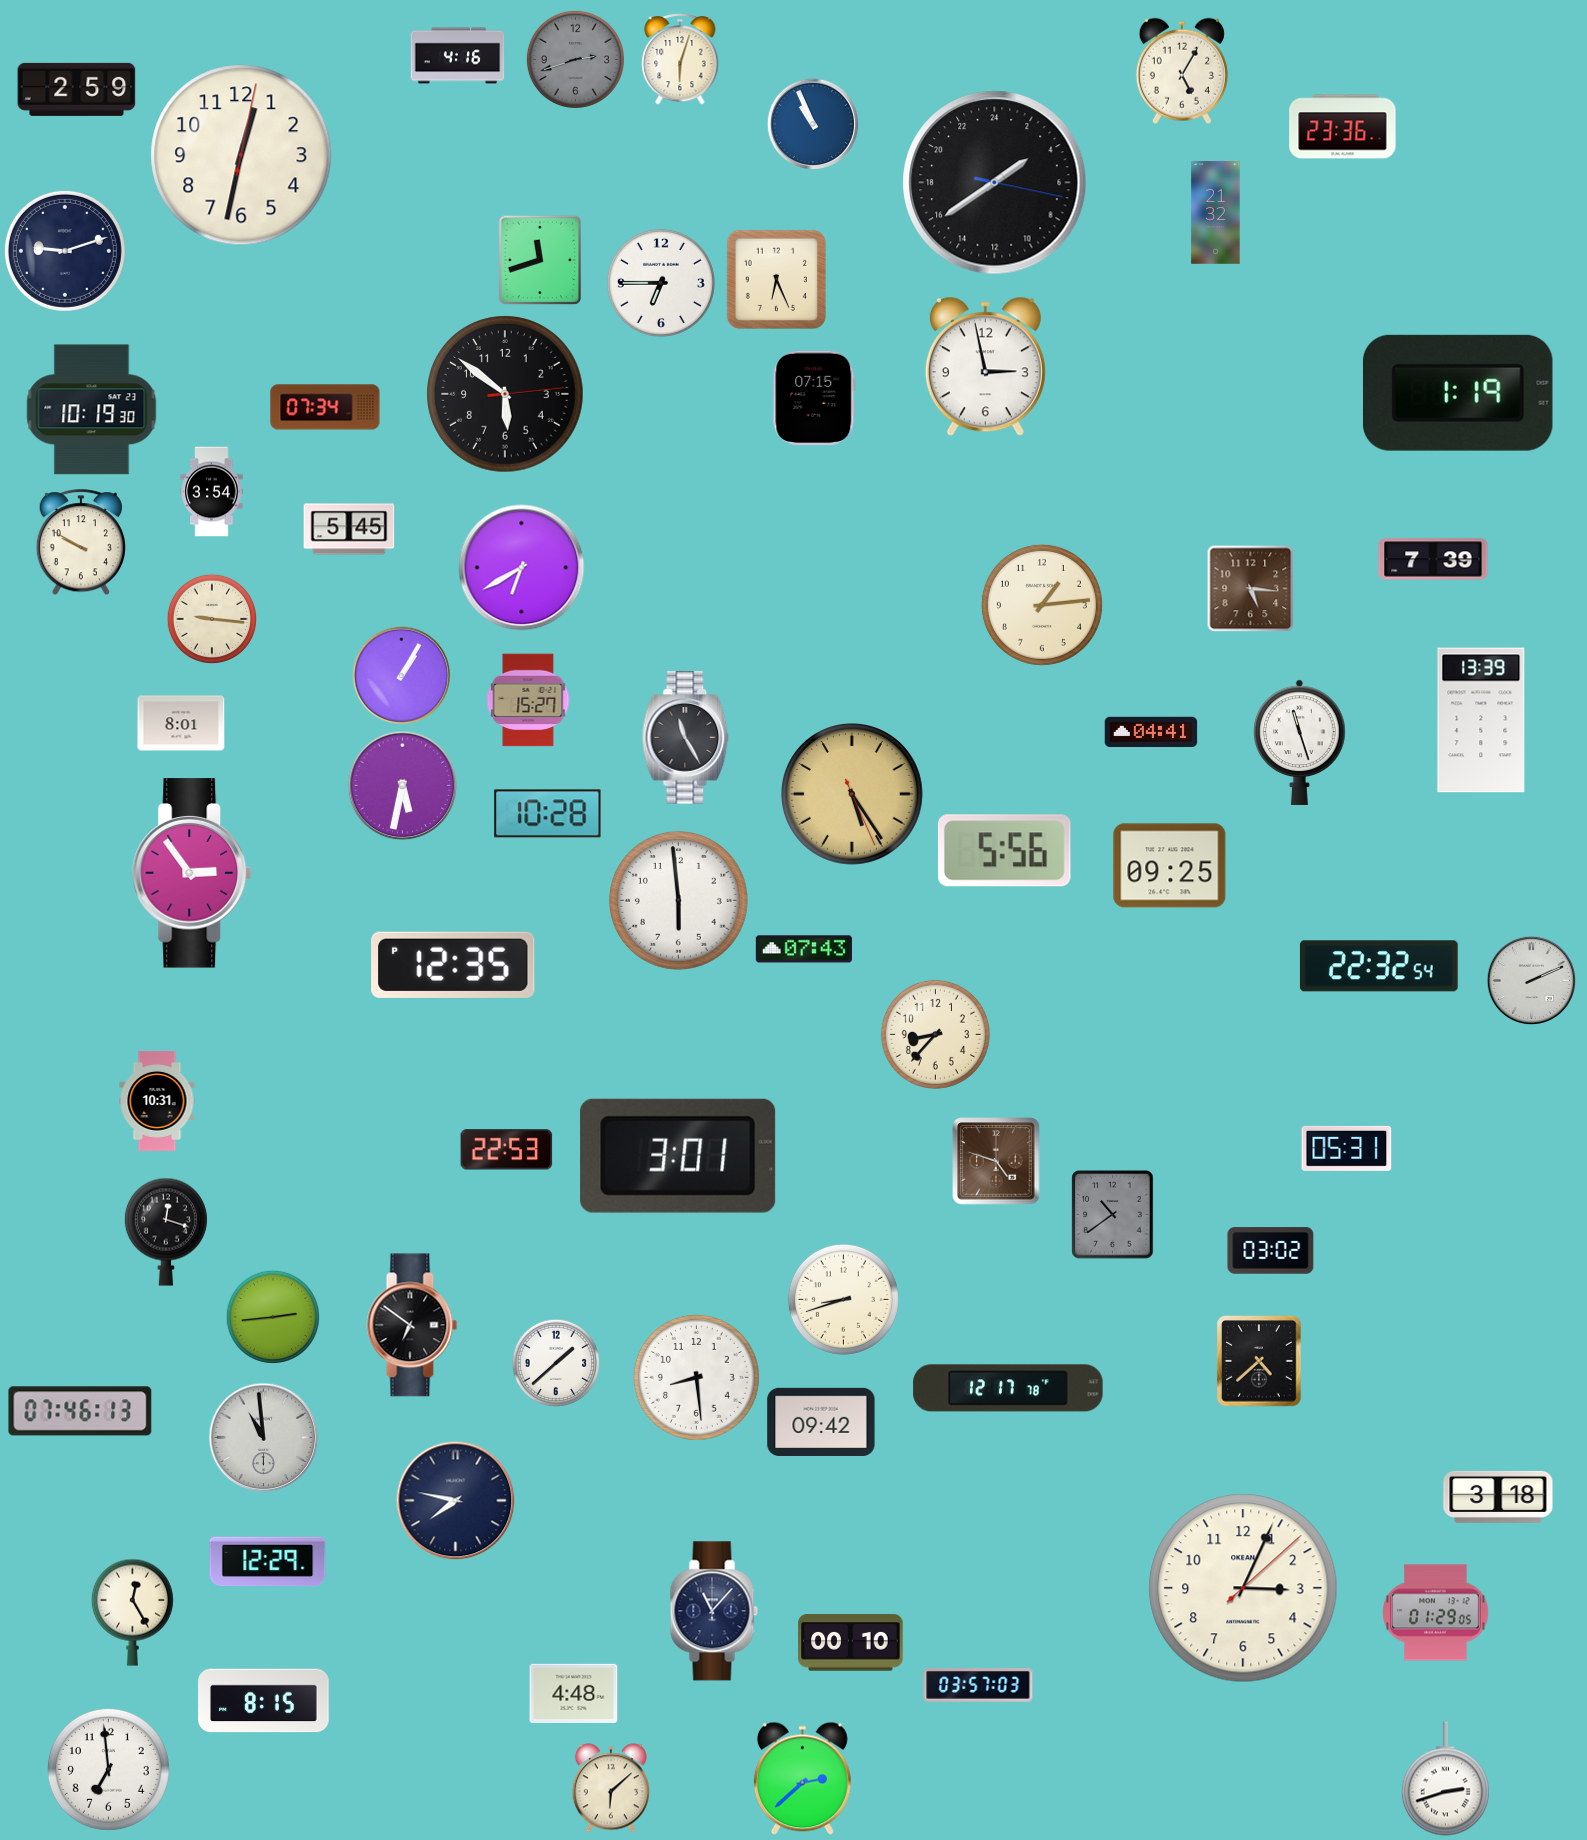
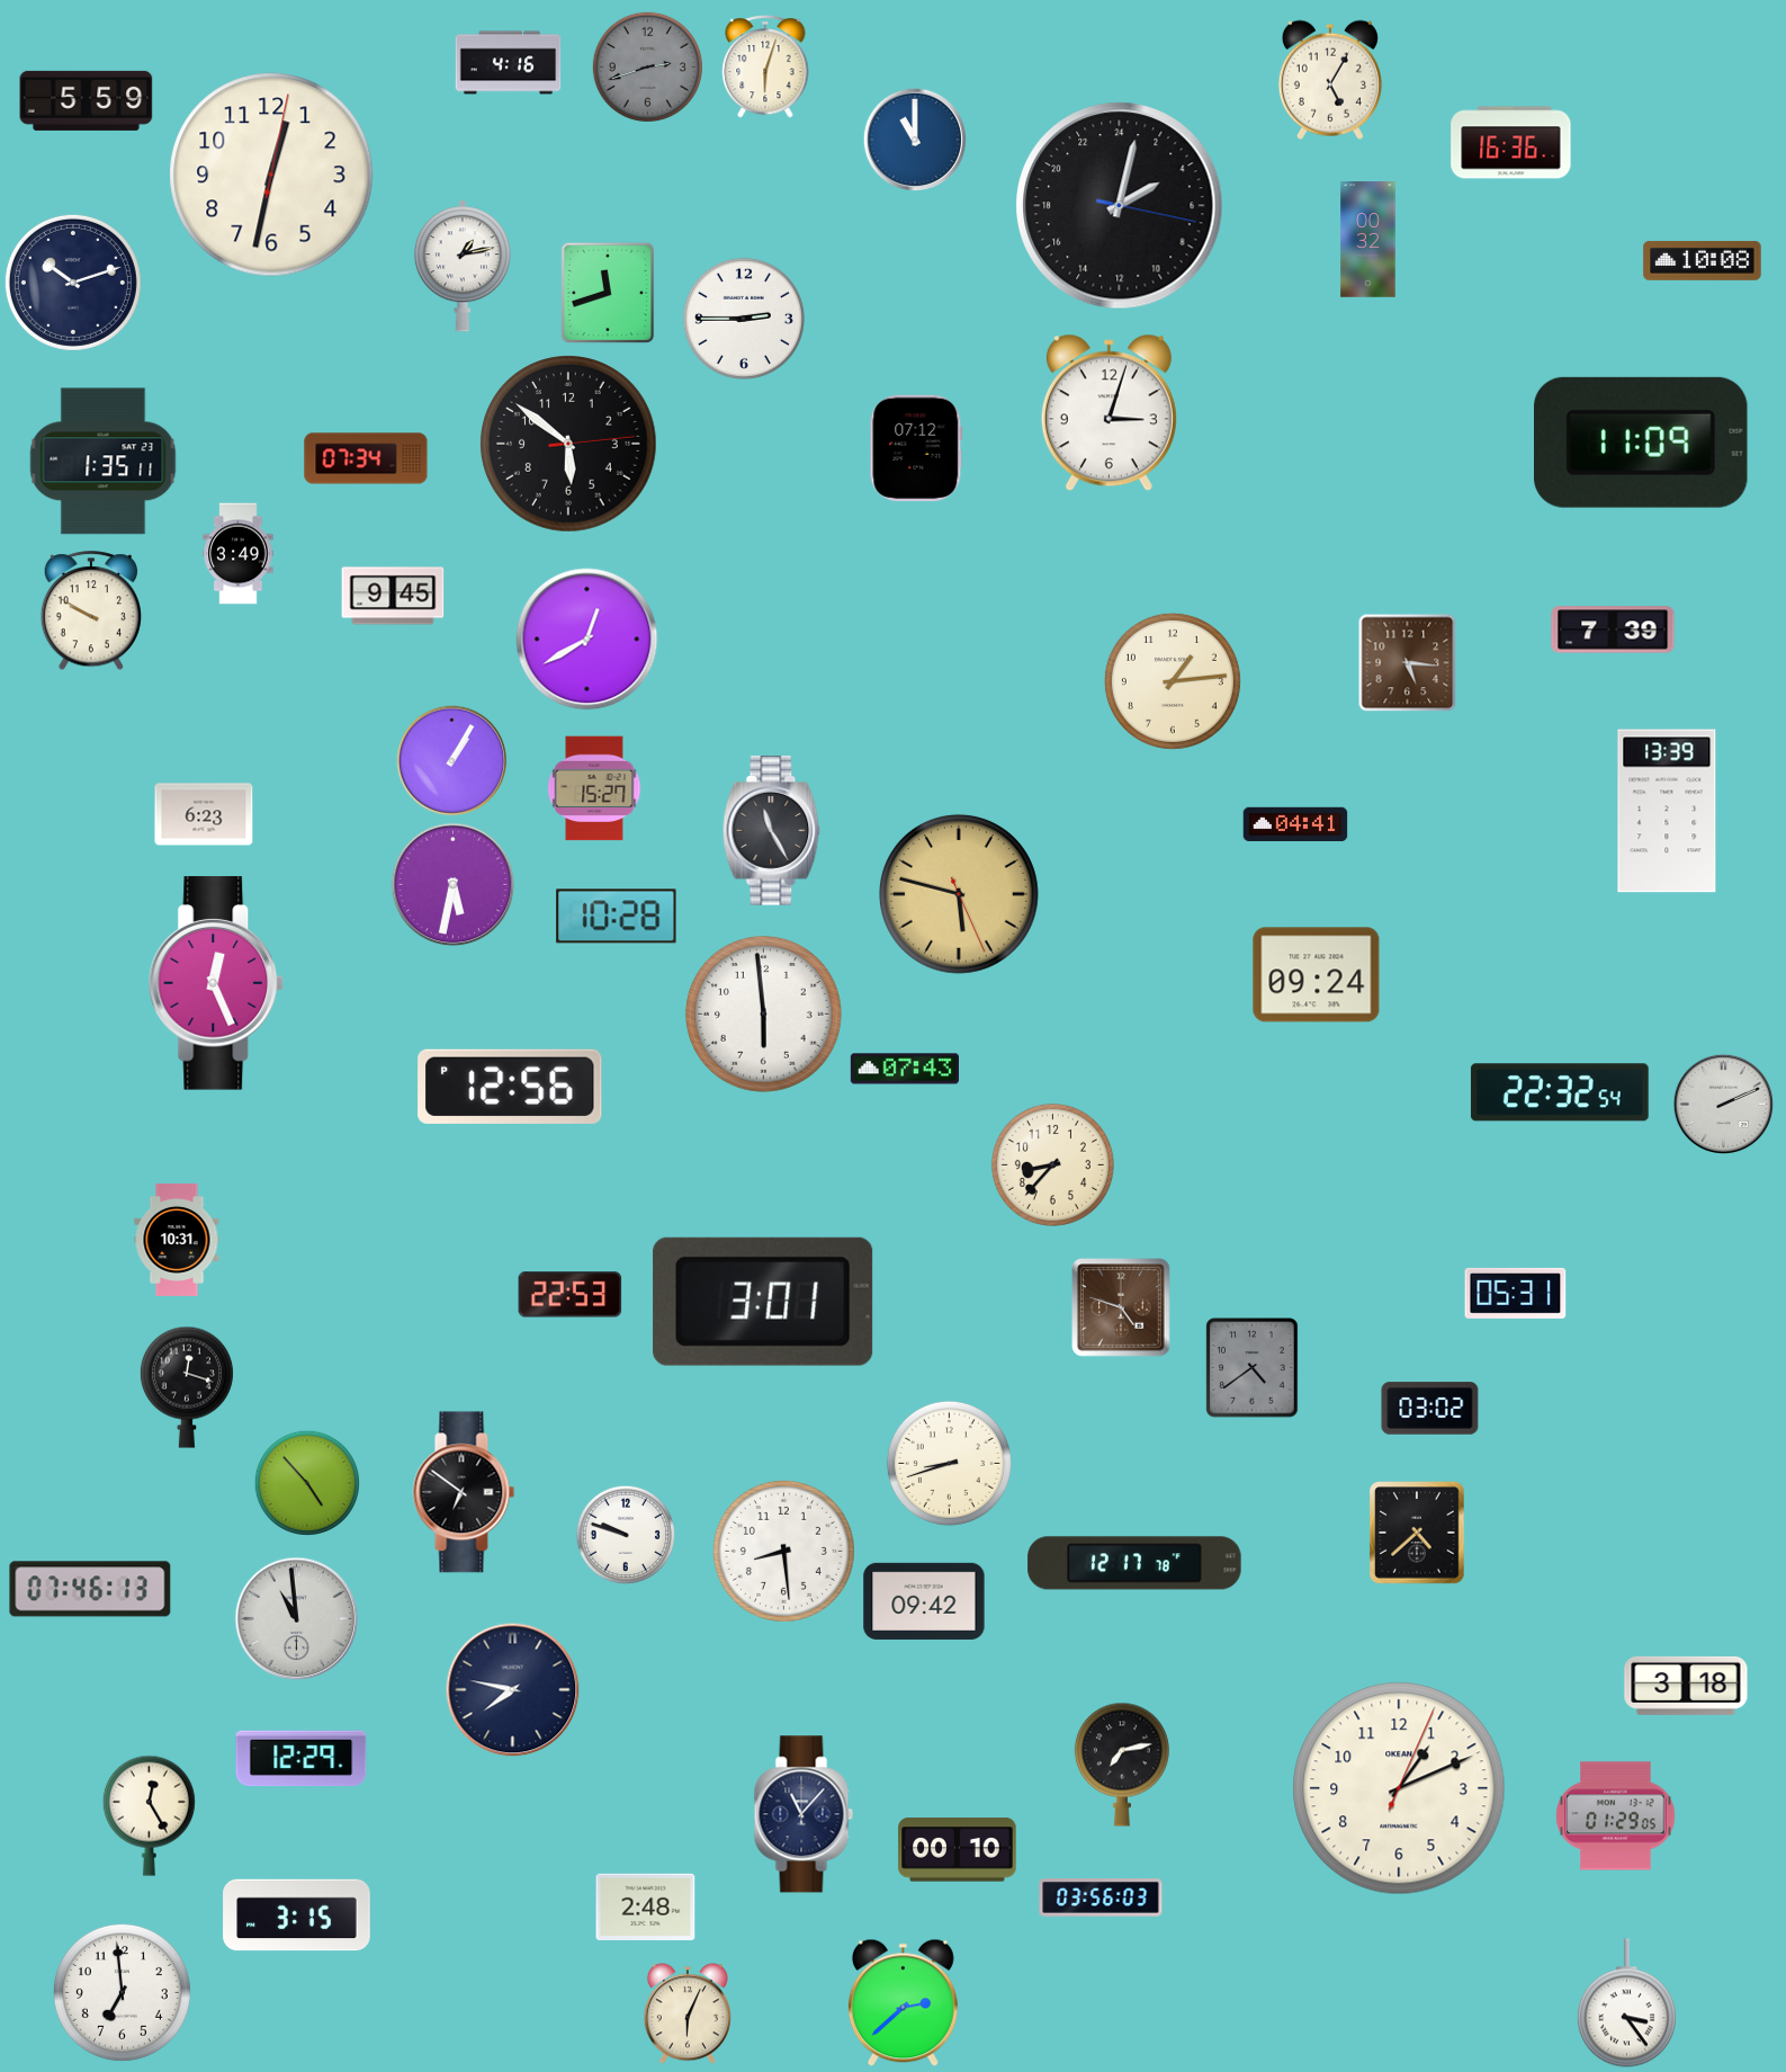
clock at (458, 56) position: (458, 56) -> (509, 63)
clock at (77, 89): 2:59 -> 5:59
clock at (812, 123): 10:56 -> 11:00
clock at (1343, 127): 23:36 -> 16:36
clock at (995, 183): 3:39 -> 4:02
clock at (1216, 213): 21:32 -> 00:32
clock at (1703, 260): none -> 10:08
clock at (463, 266): none -> 1:13
clock at (65, 251): 9:12 -> 10:12
clock at (776, 279): 6:26 -> none
clock at (661, 283): 6:45 -> 2:45
clock at (985, 367): 2:58 -> 3:03
clock at (1458, 393): 1:19 -> 11:09
clock at (814, 398): 07:15 -> 07:12
clock at (92, 410): 10:19 -> 1:35
clock at (212, 492): 3:54 -> 3:49
clock at (349, 529): 5:45 -> 9:45
clock at (522, 568): 6:40 -> 12:40
clock at (211, 618): 9:16 -> none
clock at (181, 723): 8:01 -> 6:23
clock at (1300, 742): 11:27 -> none
clock at (852, 794): 5:24 -> 5:47
clock at (1005, 851): 5:56 -> none
clock at (1170, 866): 09:25 -> 09:24
clock at (192, 873): 2:54 -> 12:26
clock at (453, 965): 12:35 -> 12:56
clock at (1379, 966) position: (1379, 966) -> (1560, 1092)
clock at (1113, 1215): 10:39 -> 4:39
clock at (272, 1316): 2:44 -> 4:53
clock at (556, 1363): 1:38 -> 9:48
clock at (1122, 1765): none -> 7:13
clock at (1243, 1588): 3:04 -> 1:11
clock at (978, 1686): 03:57 -> 03:56
clock at (574, 1693): 4:48 -> 2:48
clock at (264, 1701): 8:15 -> 3:15
clock at (1445, 1779): 2:42 -> 3:24
clock at (611, 1788): 6:08 -> 6:04
